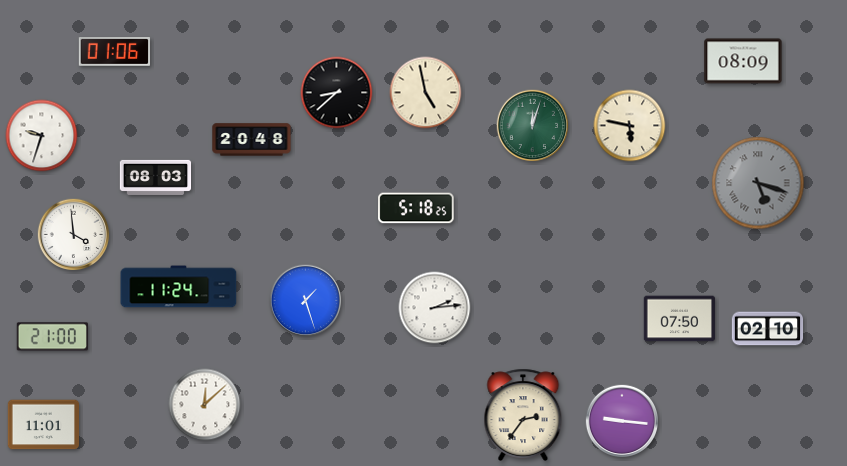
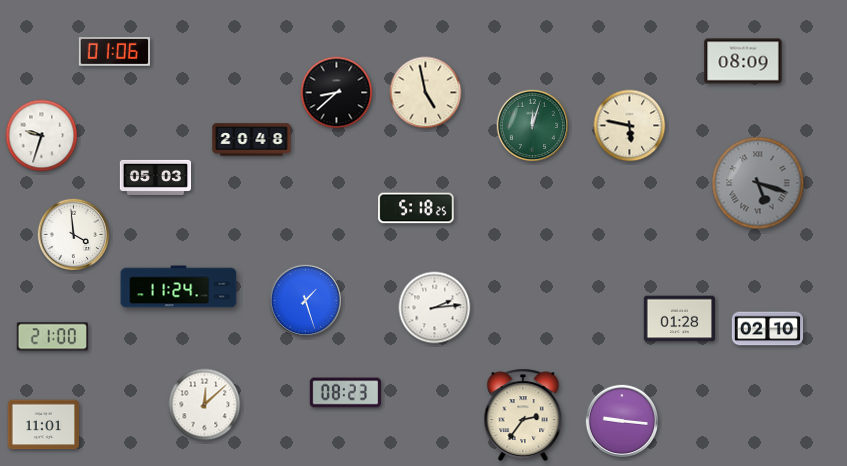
clock at (156, 177): 08:03 -> 05:03
clock at (680, 319): 07:50 -> 01:28
clock at (345, 393): none -> 08:23
